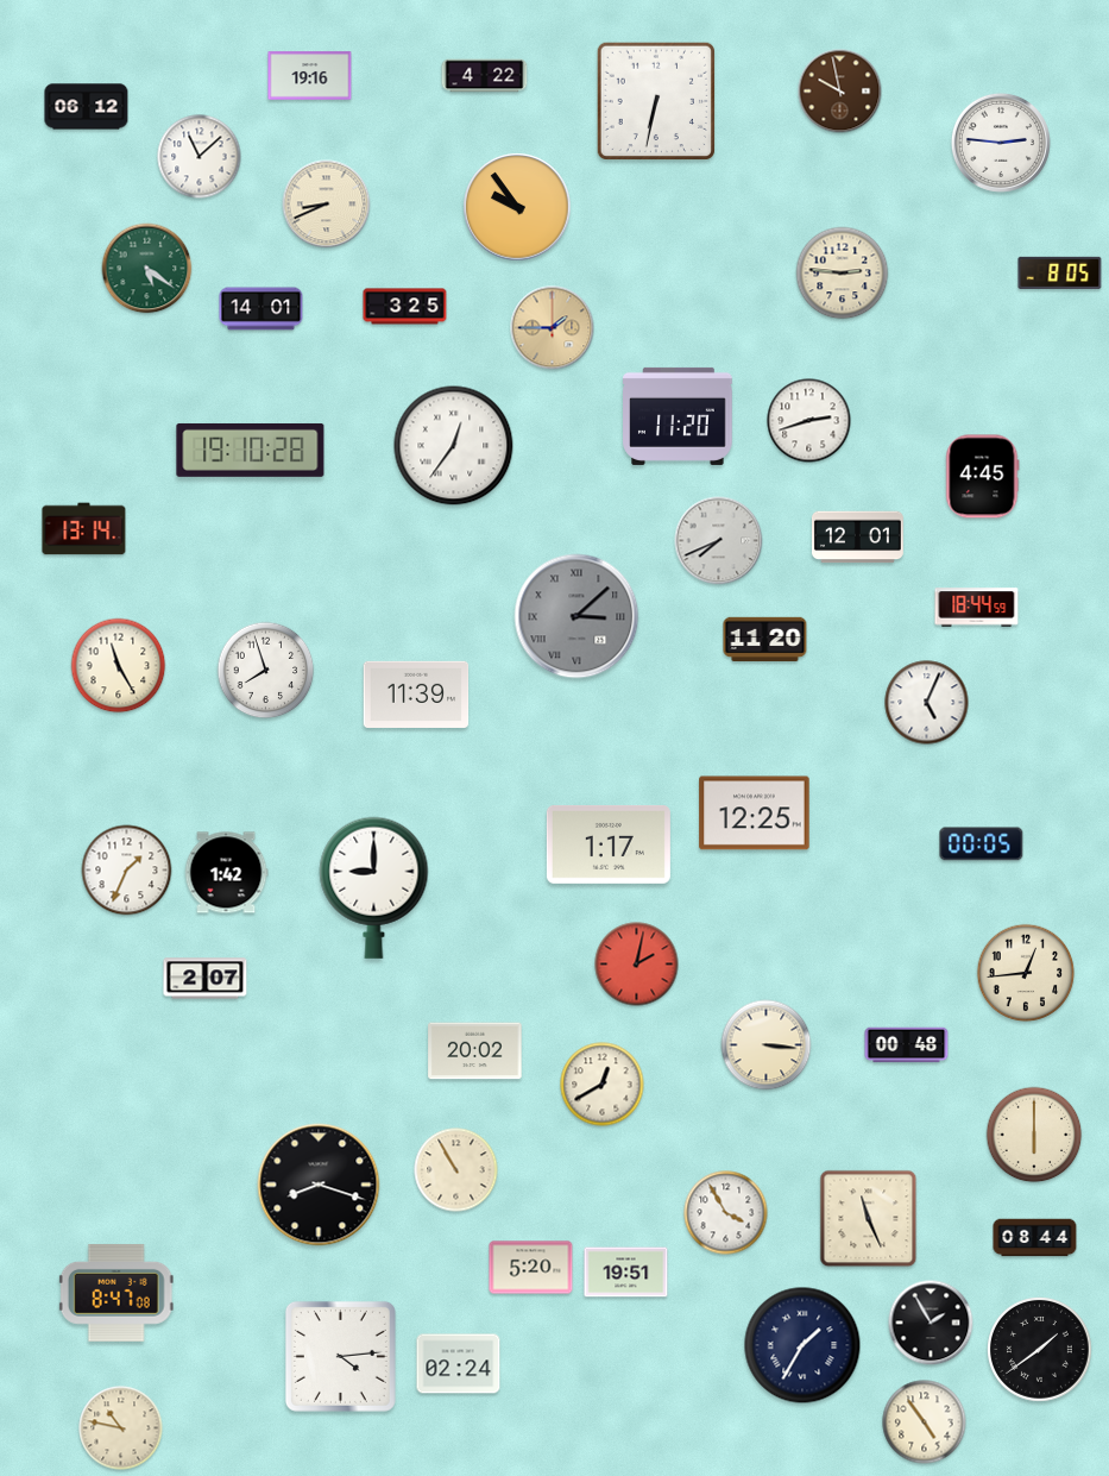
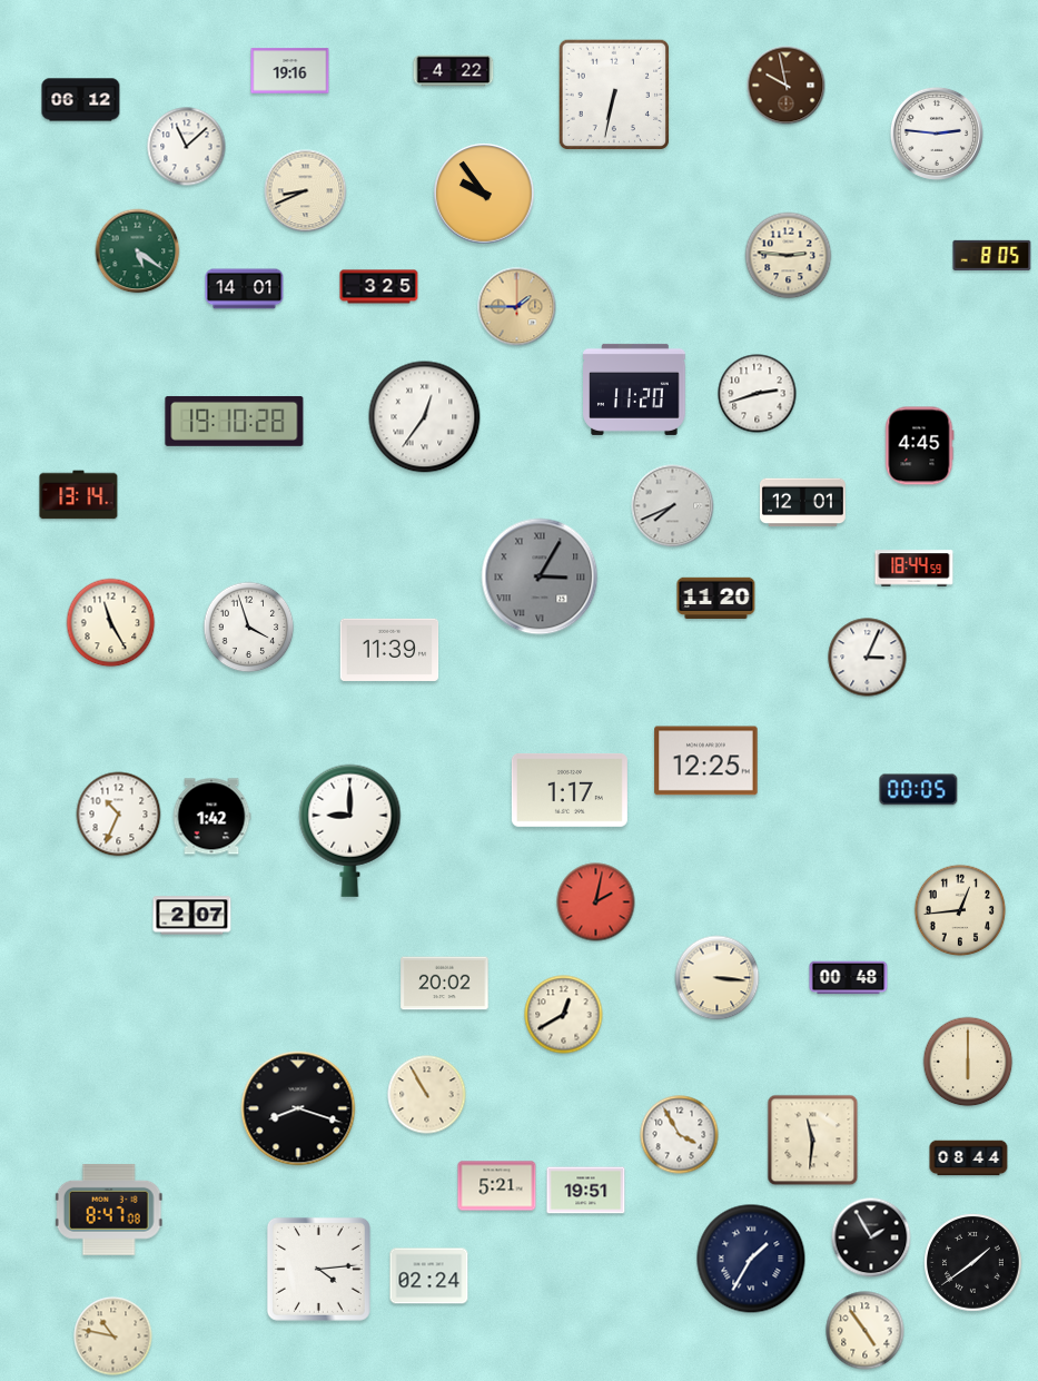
clock at (576, 616): 3:08 -> 3:05
clock at (266, 671): 7:57 -> 3:57
clock at (927, 703): 5:04 -> 3:04
clock at (127, 871): 1:34 -> 10:34
clock at (869, 1219): 11:26 -> 11:31
clock at (531, 1268): 5:20 -> 5:21
